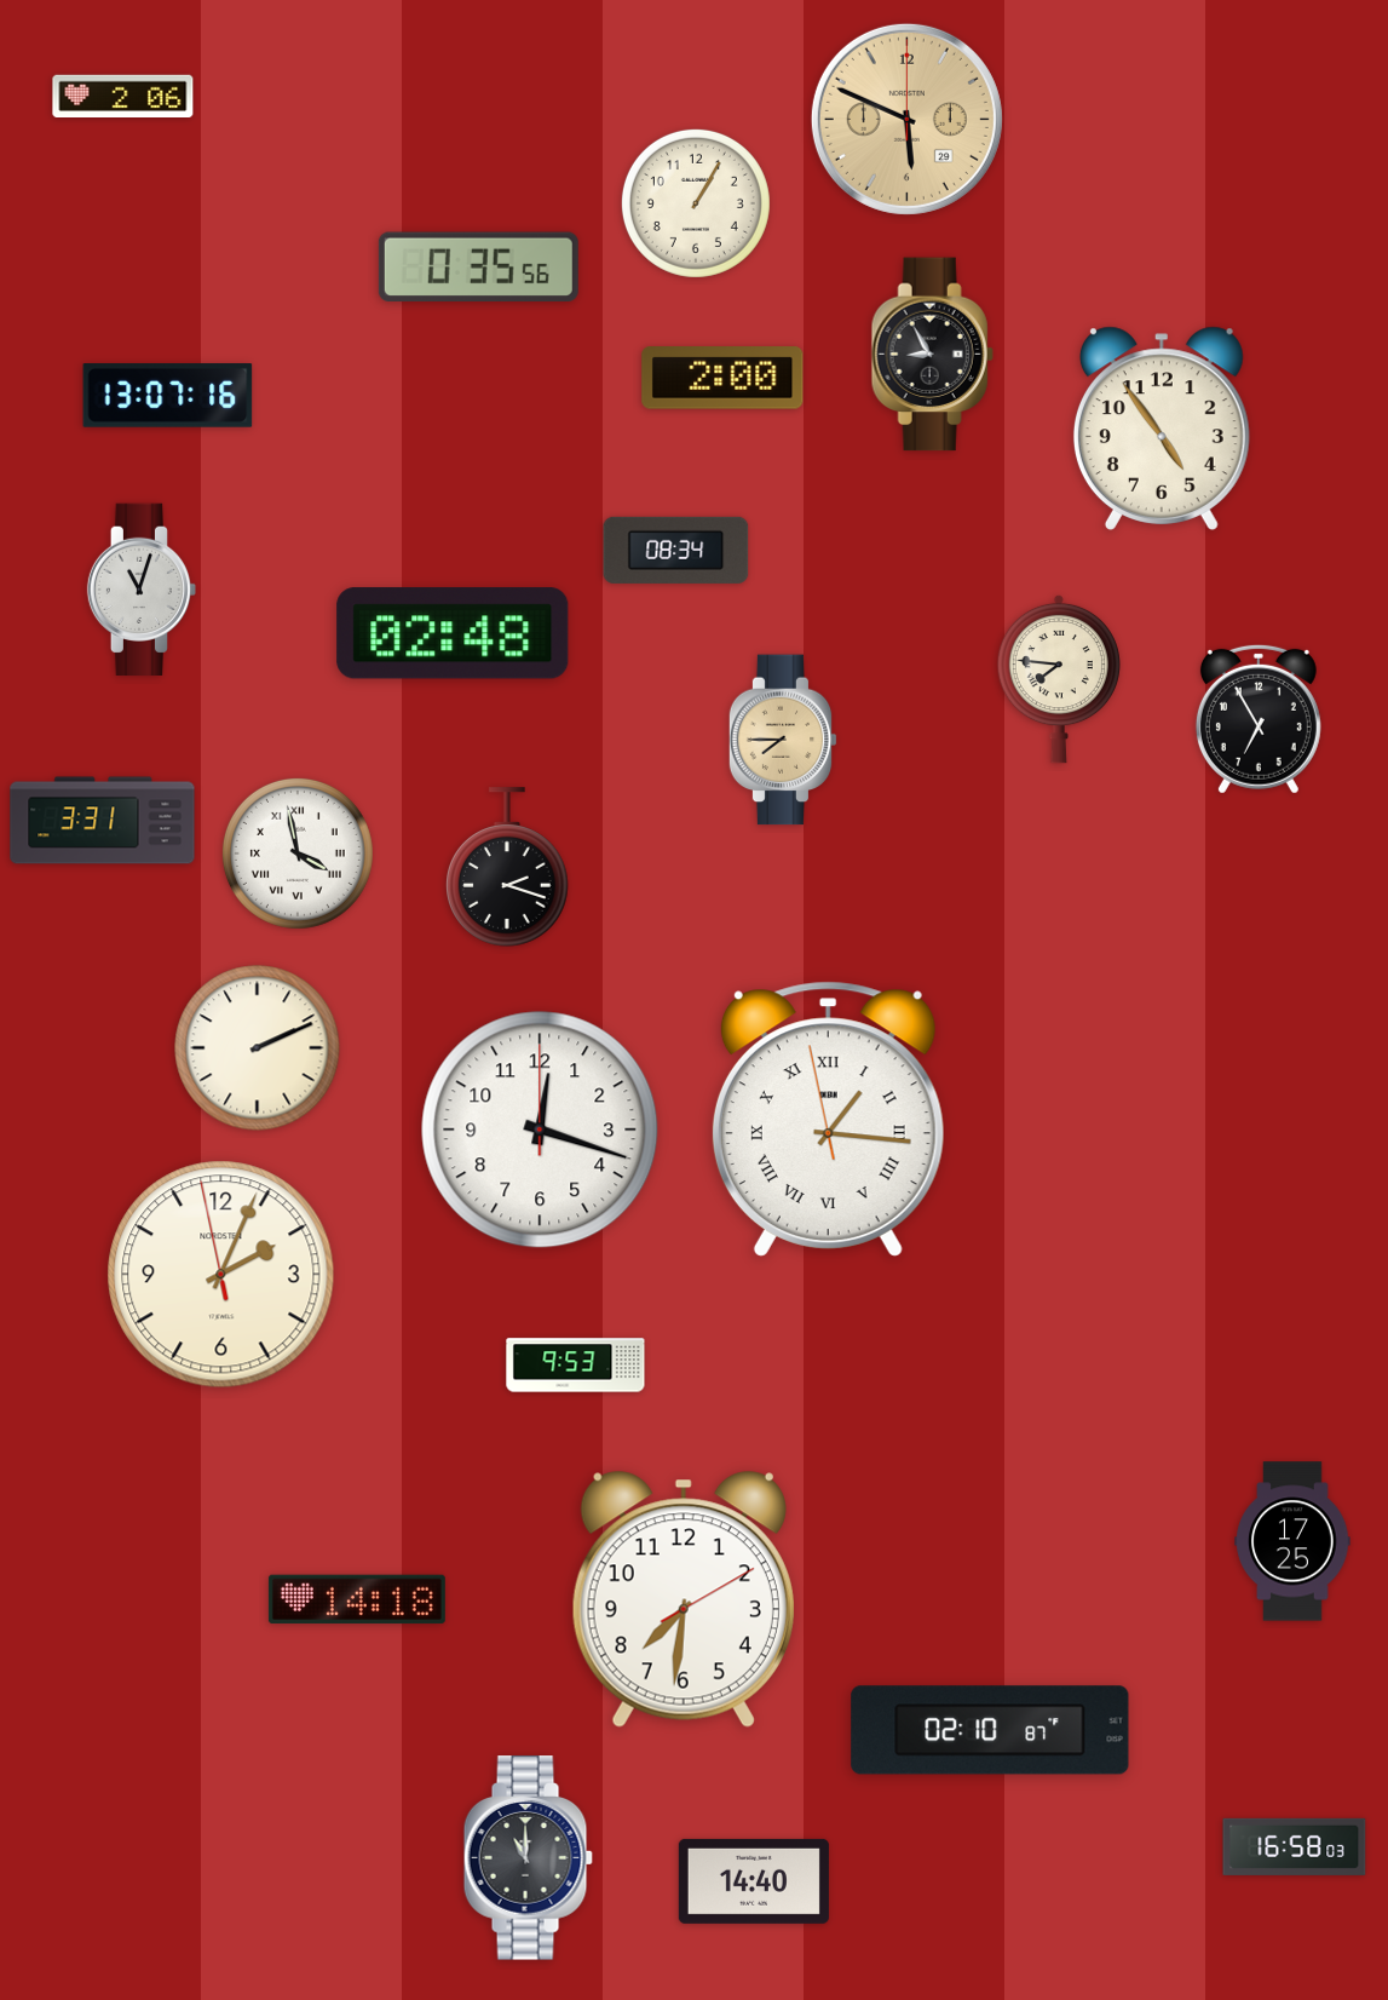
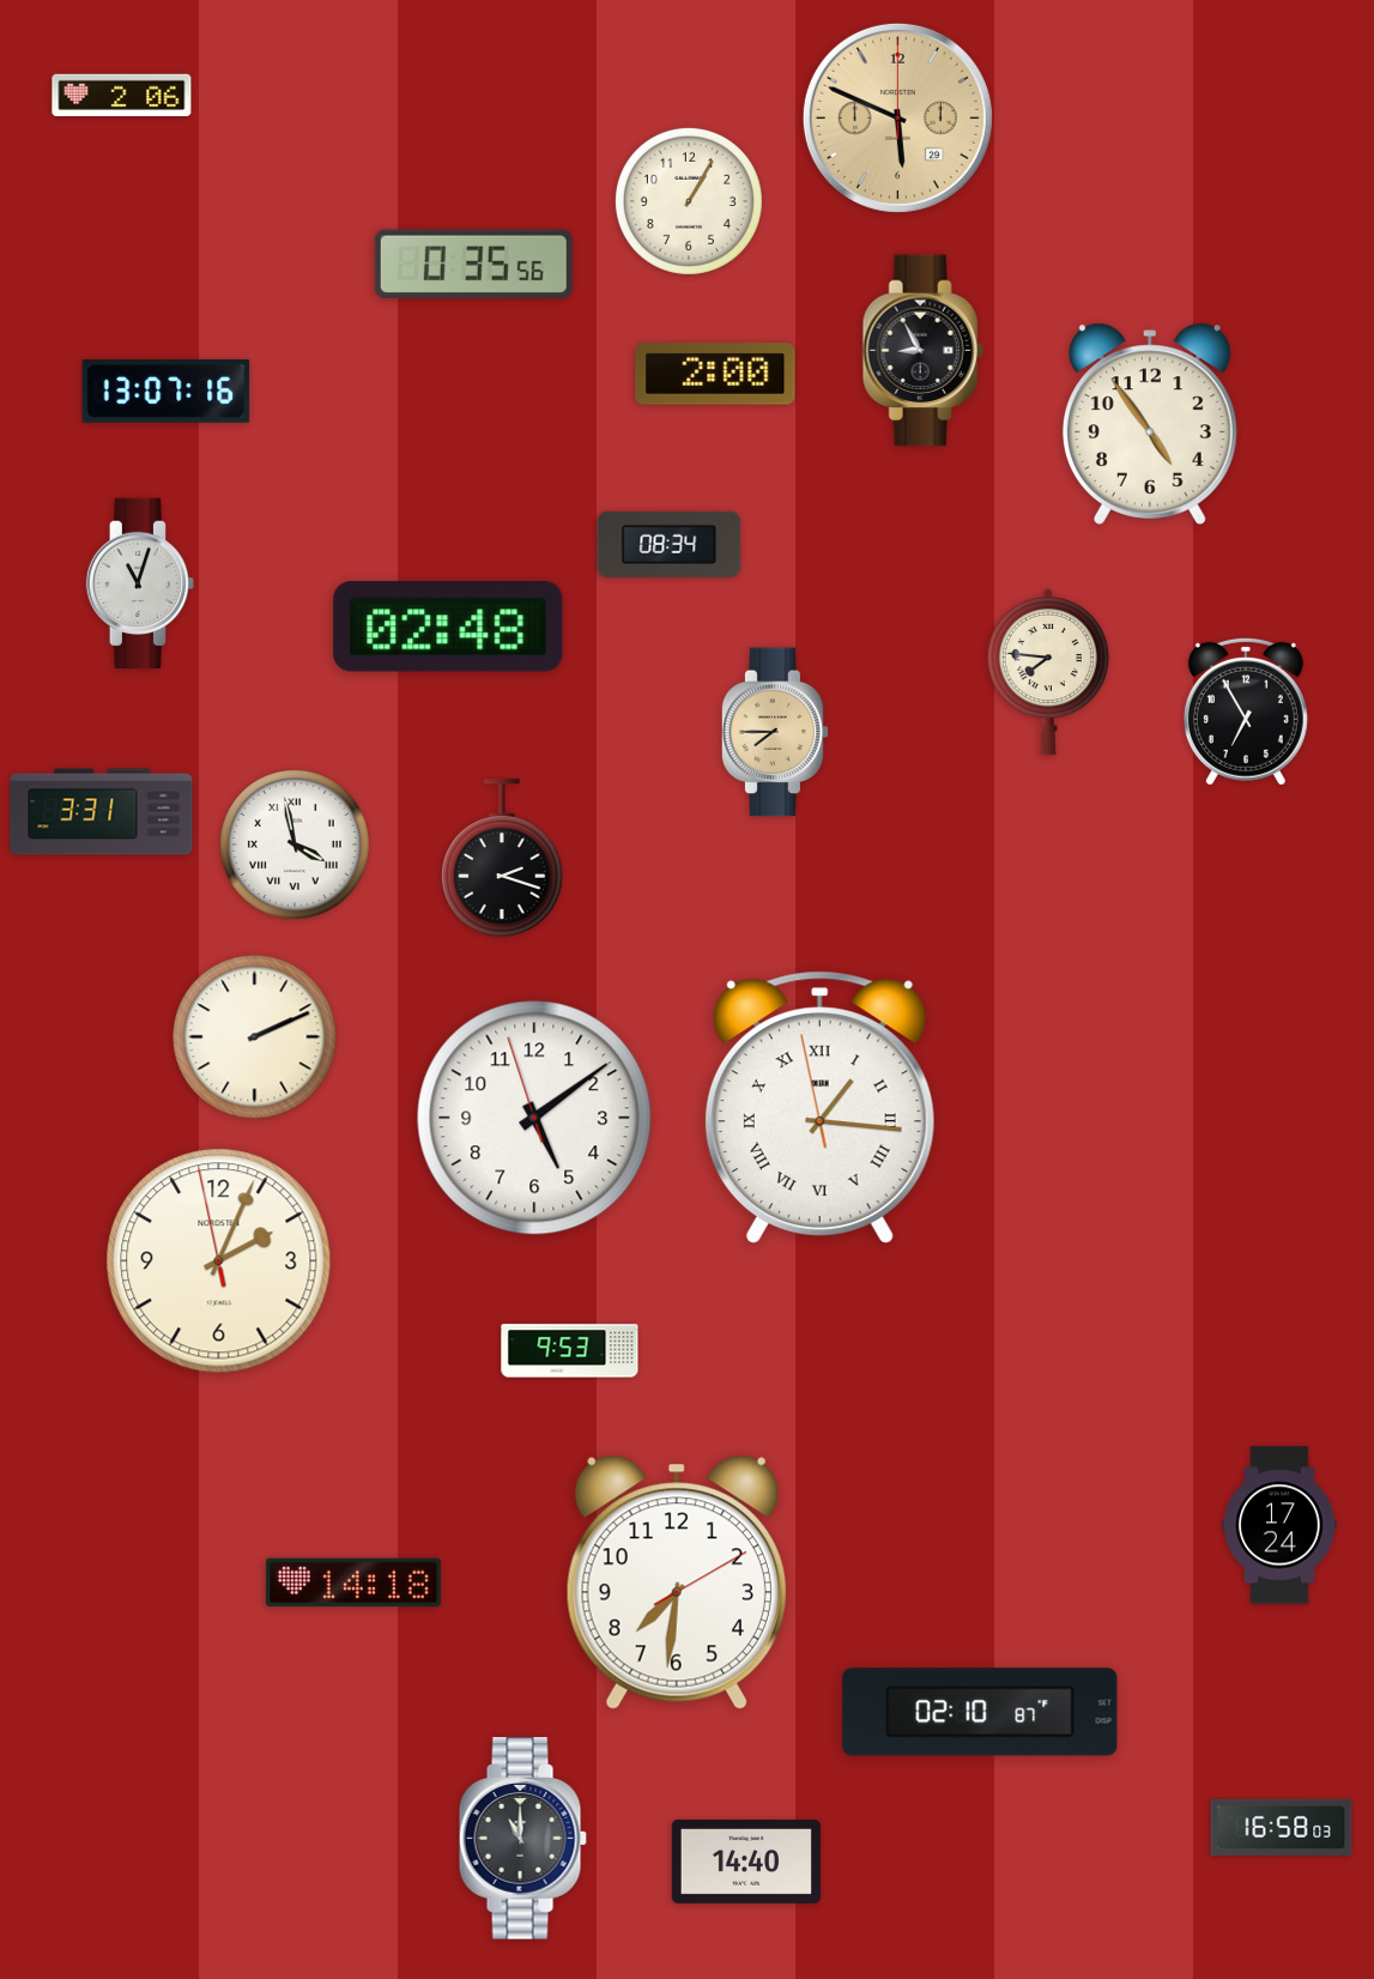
clock at (540, 1130): 12:18 -> 5:08
clock at (1292, 1541): 17:25 -> 17:24
